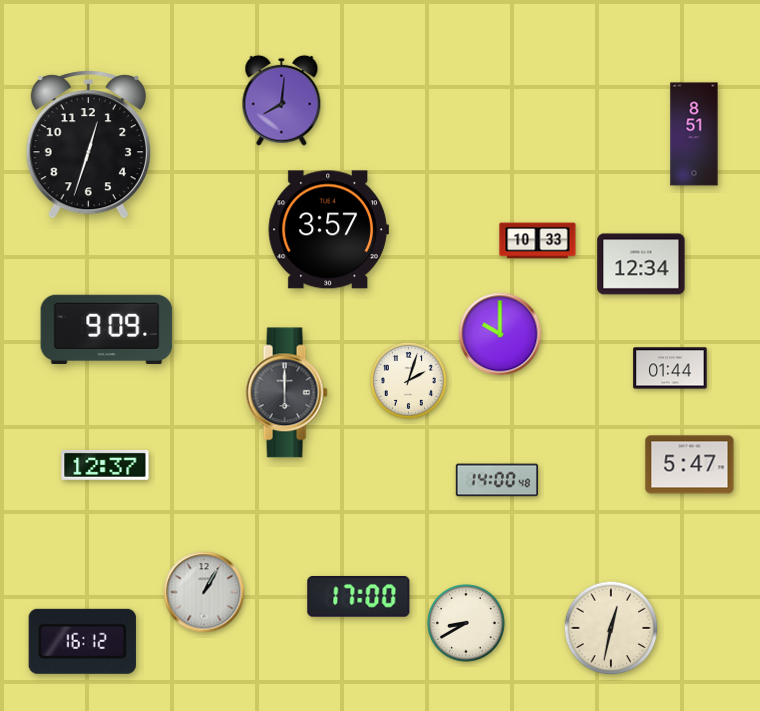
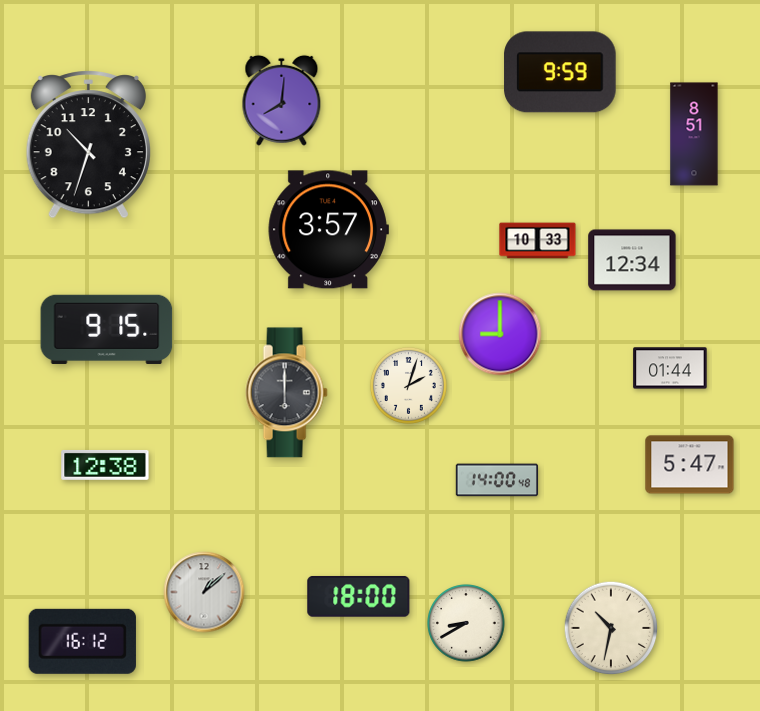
clock at (560, 72): none -> 9:59
clock at (88, 145): 12:33 -> 10:33
clock at (641, 264) position: (641, 264) -> (632, 260)
clock at (107, 329): 9:09 -> 9:15
clock at (500, 334): 10:00 -> 9:00
clock at (408, 380) position: (408, 380) -> (408, 385)
clock at (105, 465): 12:37 -> 12:38
clock at (204, 592): 1:05 -> 1:08
clock at (359, 597): 17:00 -> 18:00
clock at (611, 628): 12:32 -> 10:32
